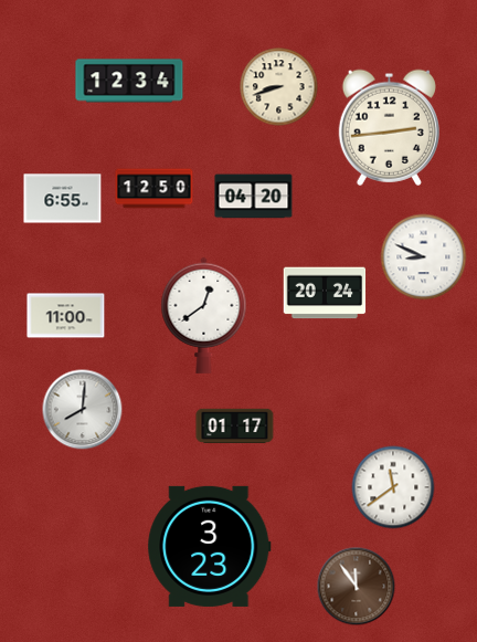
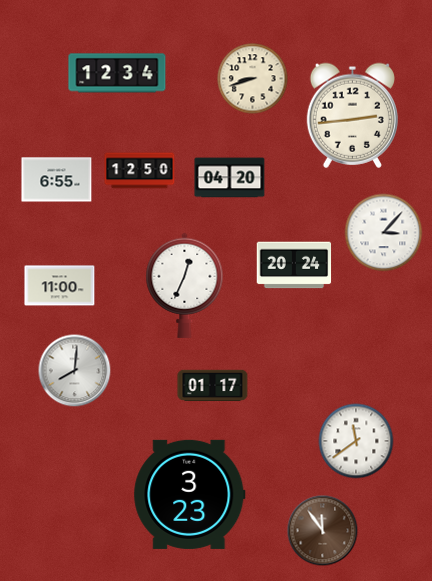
clock at (424, 257): 8:49 -> 3:07
clock at (204, 315): 12:39 -> 12:34
